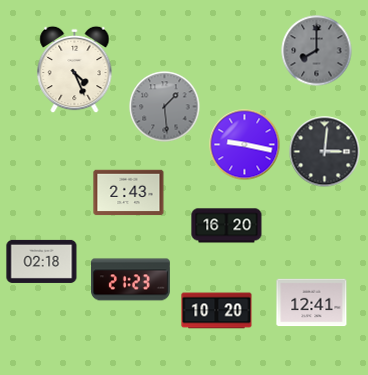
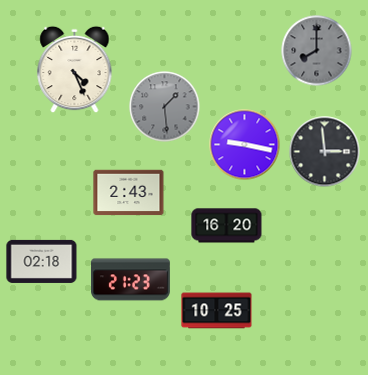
clock at (325, 152): 3:01 -> 2:59
clock at (312, 303): 12:41 -> none
clock at (217, 311): 10:20 -> 10:25
